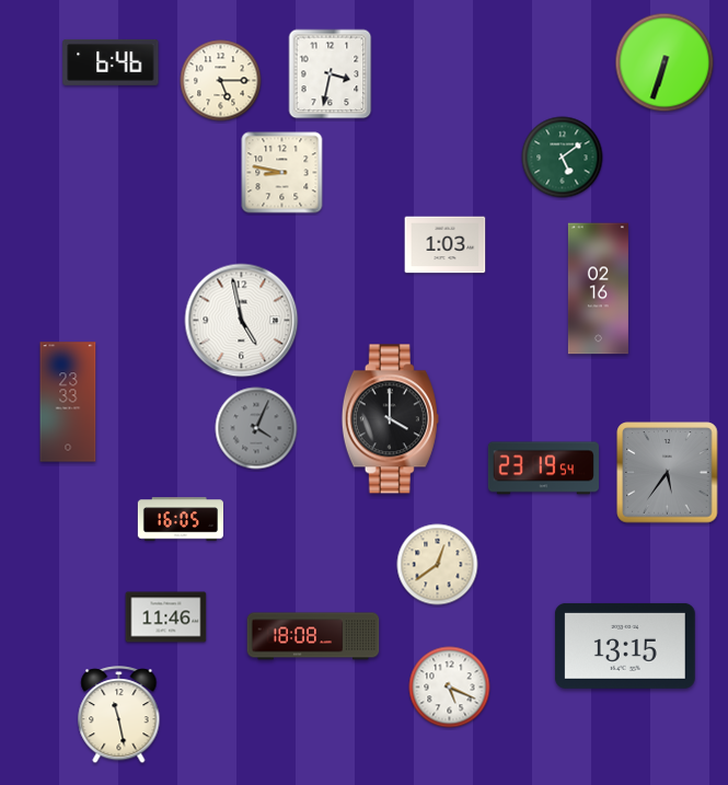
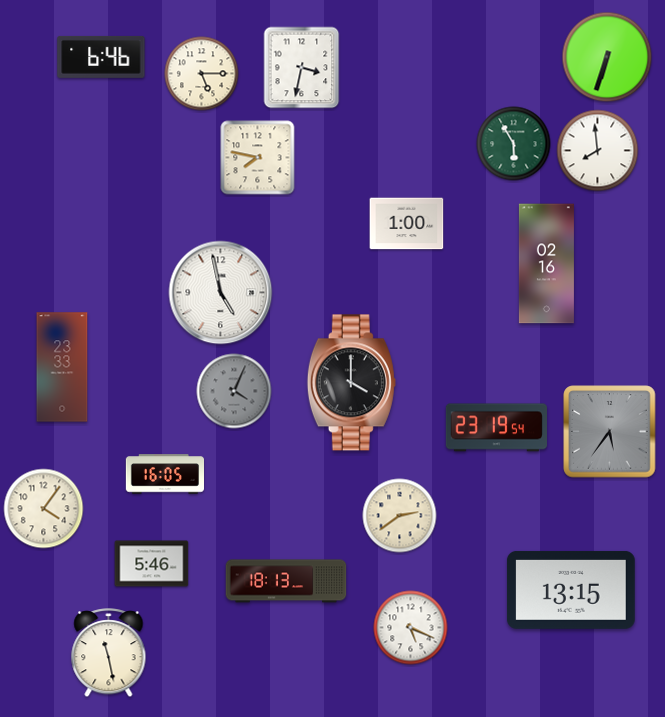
clock at (563, 158): 5:09 -> 5:55
clock at (598, 151): none -> 7:59
clock at (282, 173): 8:47 -> 7:47
clock at (446, 245): 1:03 -> 1:00
clock at (390, 419) position: (390, 419) -> (351, 383)
clock at (44, 509): none -> 4:06
clock at (438, 565): 12:39 -> 2:39
clock at (166, 617): 11:46 -> 5:46
clock at (313, 636): 18:08 -> 18:13
